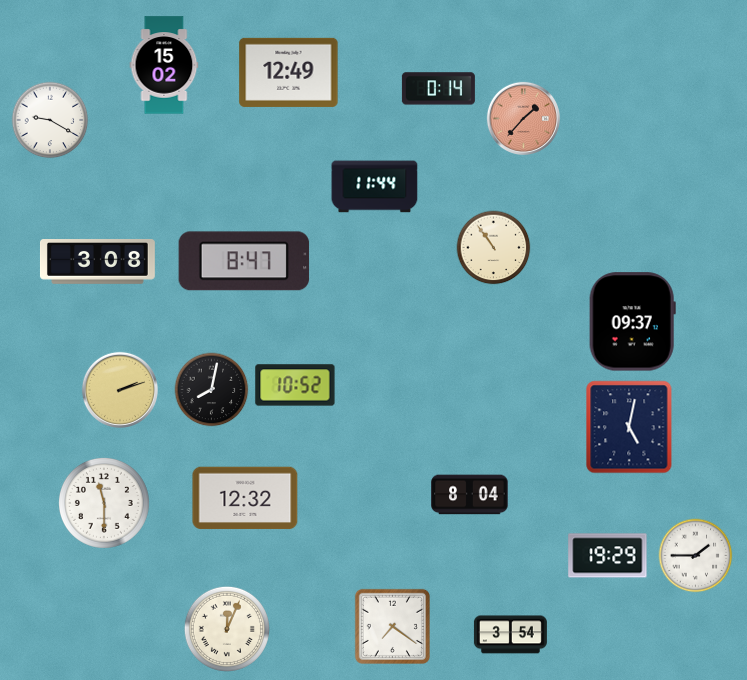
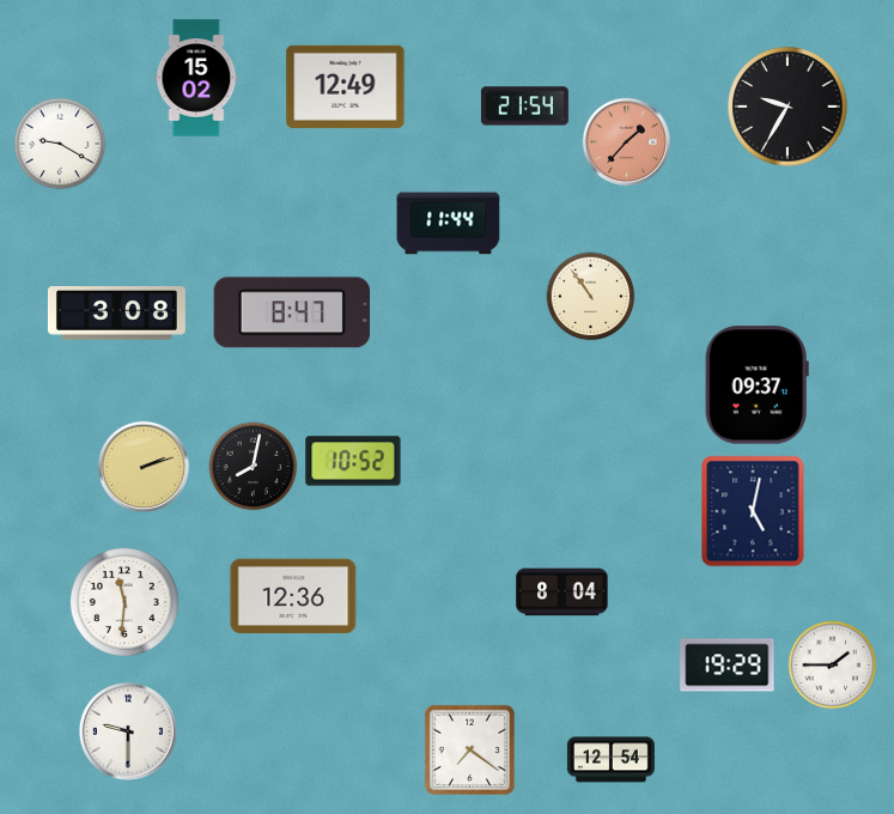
clock at (438, 89): 0:14 -> 21:54
clock at (787, 107): none -> 9:35
clock at (245, 498): 12:32 -> 12:36
clock at (104, 503): 11:30 -> 11:31
clock at (128, 731): none -> 9:30
clock at (227, 629): 12:04 -> none
clock at (510, 635): 3:54 -> 12:54
